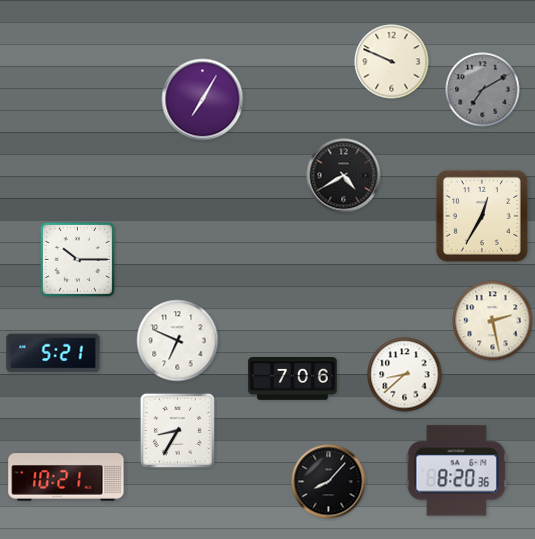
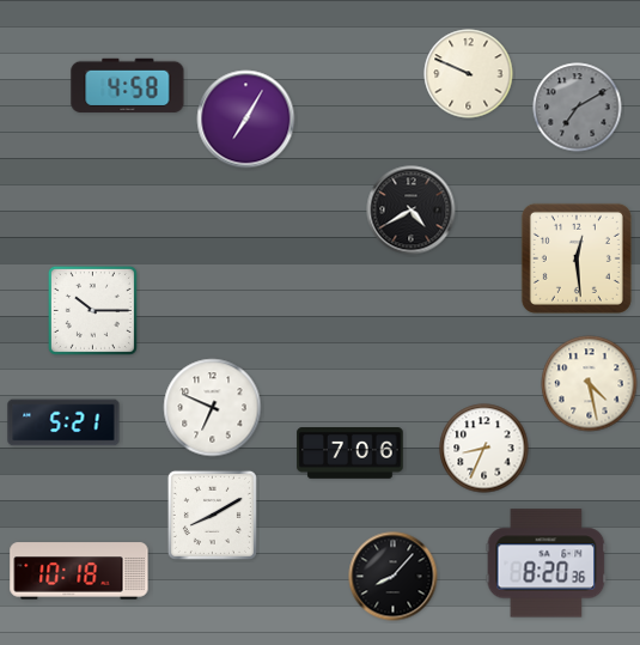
clock at (128, 85): none -> 4:58
clock at (203, 100) position: (203, 100) -> (246, 120)
clock at (482, 216): 12:35 -> 12:29
clock at (493, 321): 2:28 -> 4:28
clock at (405, 375): 8:38 -> 8:34
clock at (177, 430): 8:35 -> 8:10
clock at (66, 477): 10:21 -> 10:18
